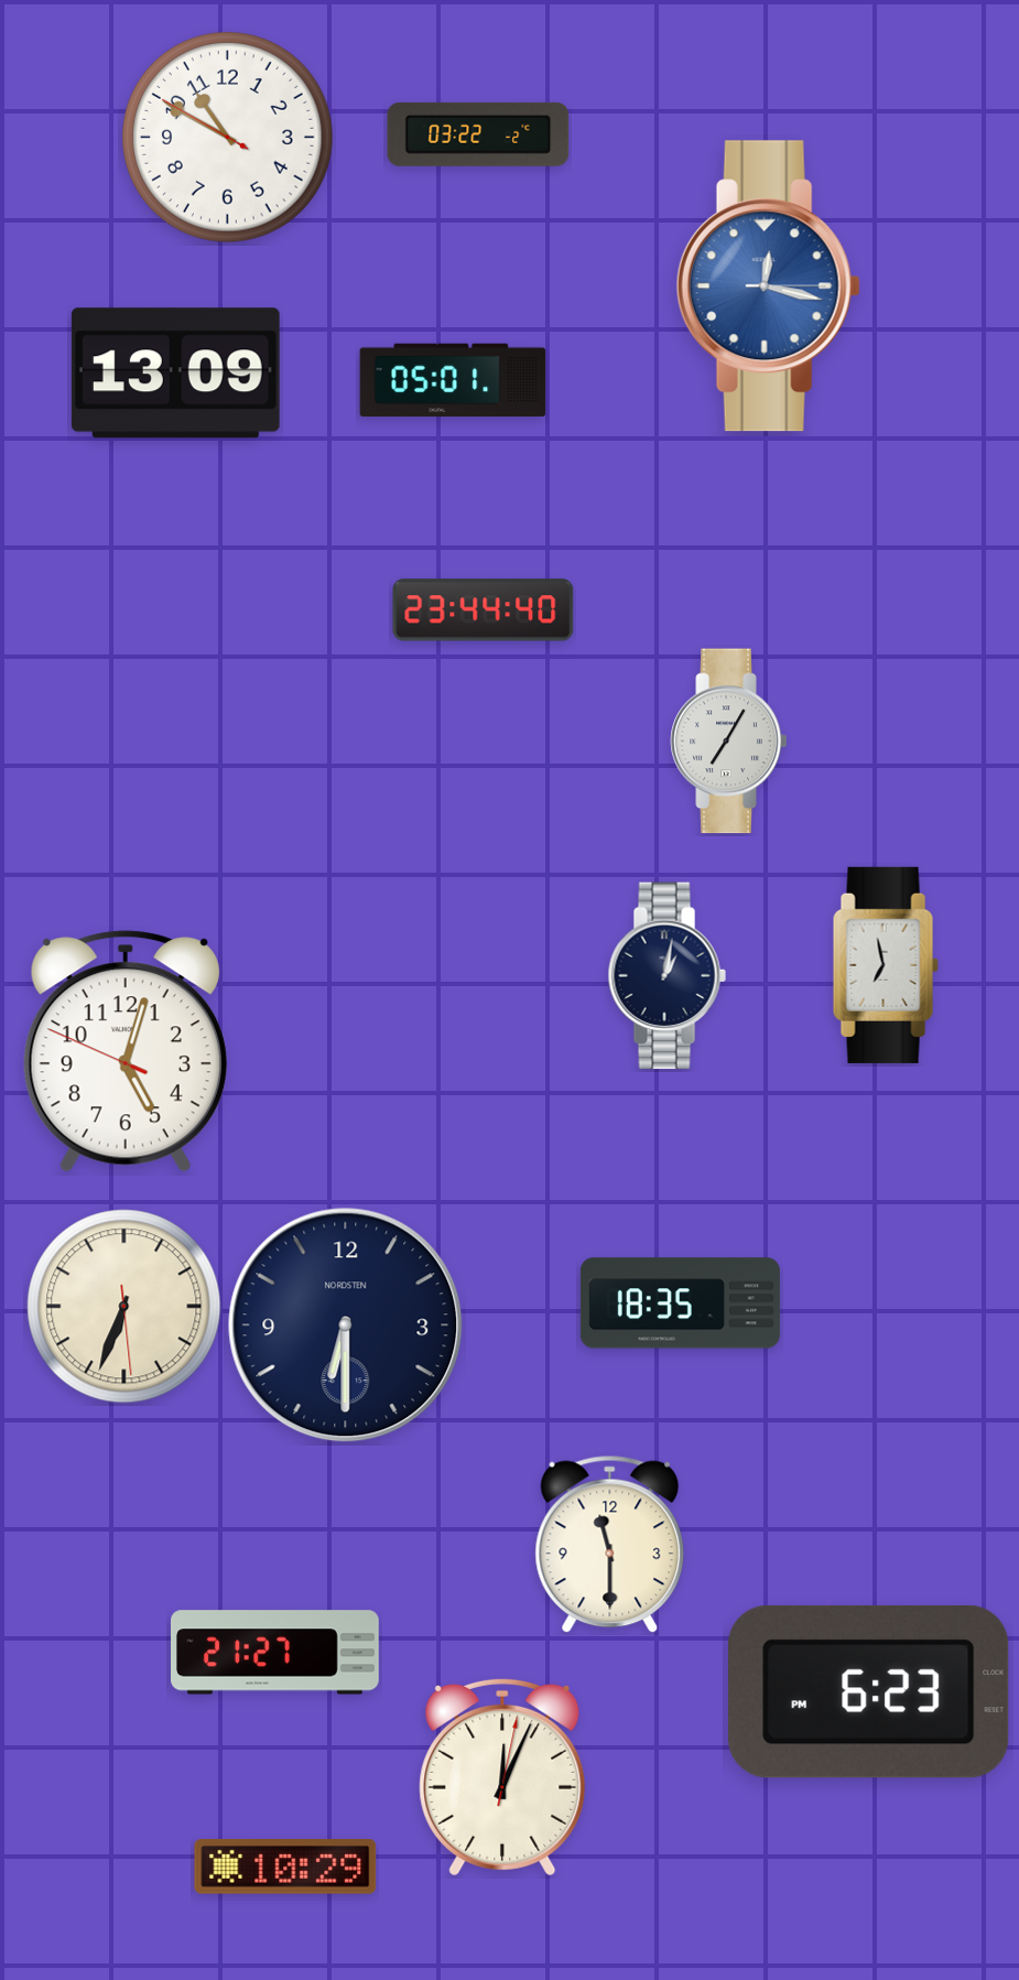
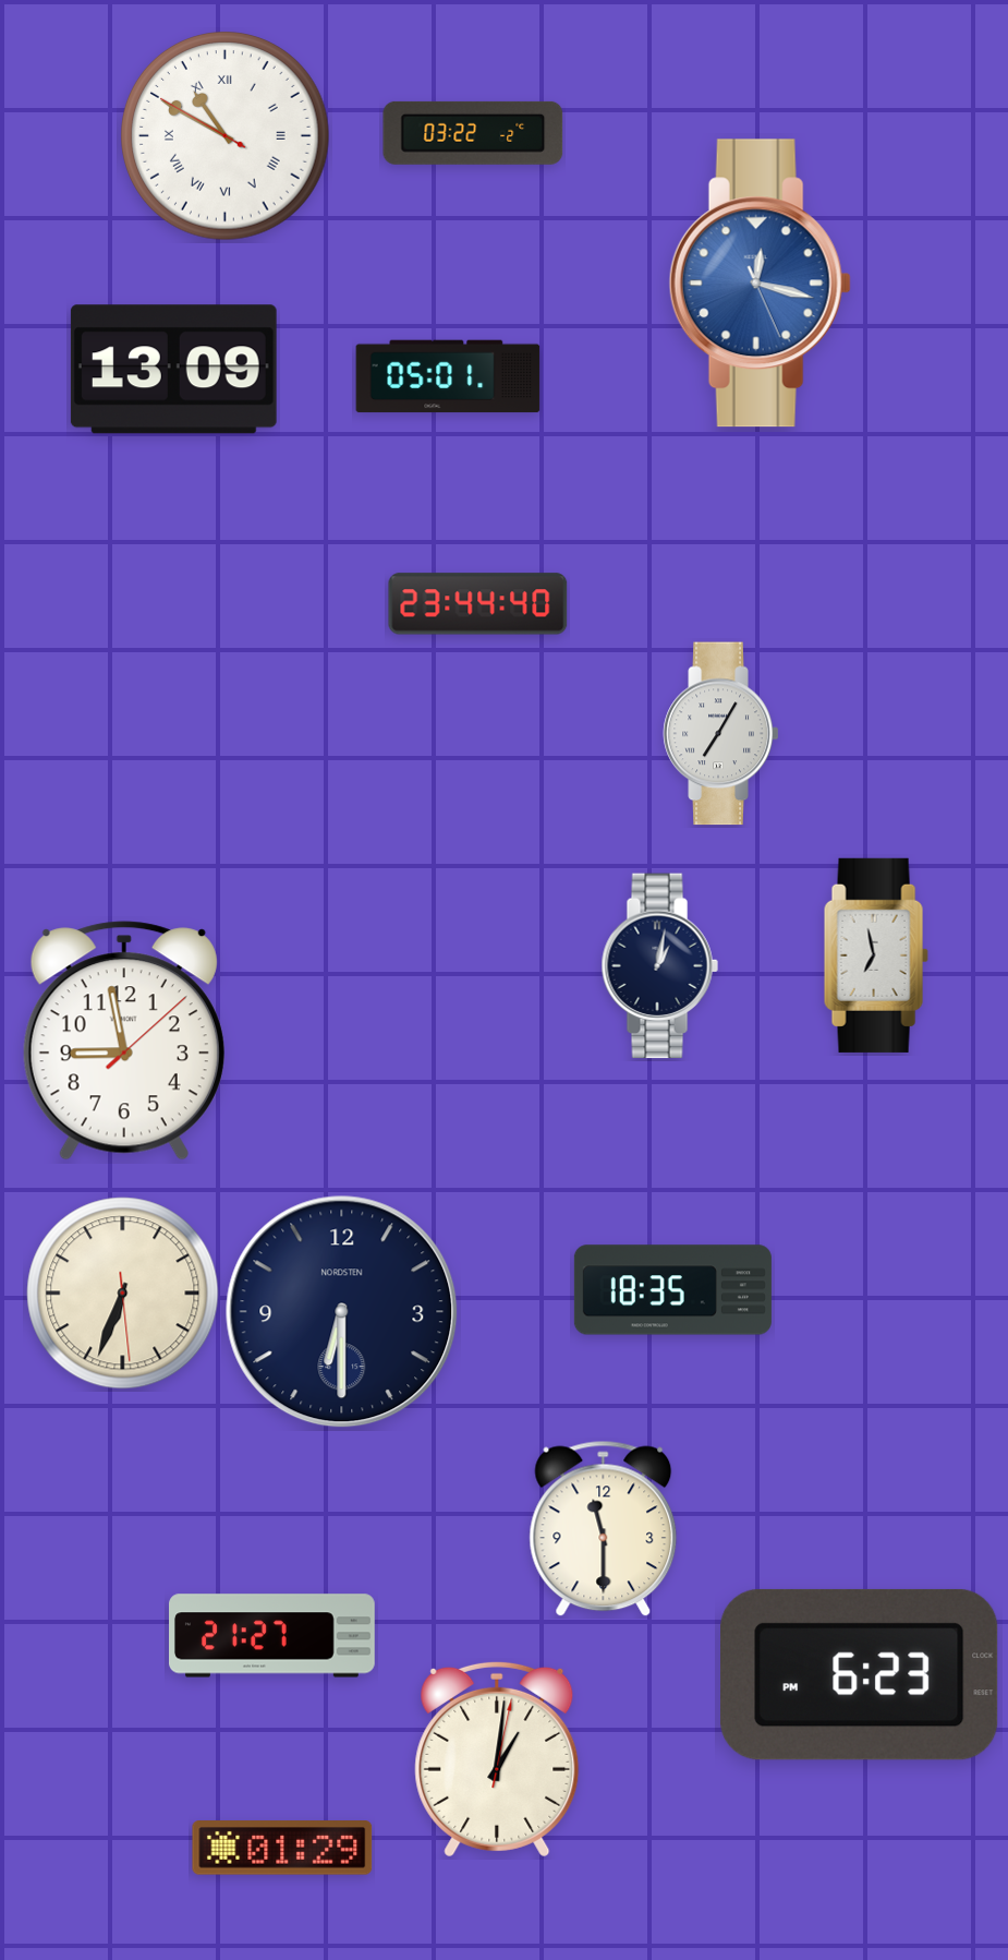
clock at (228, 138) numerals: Arabic -> Roman
clock at (768, 286): 12:17:15 -> 12:17:26
clock at (126, 1051): 5:02 -> 8:58
clock at (502, 1777): 12:04 -> 1:01
clock at (285, 1868): 10:29 -> 01:29
